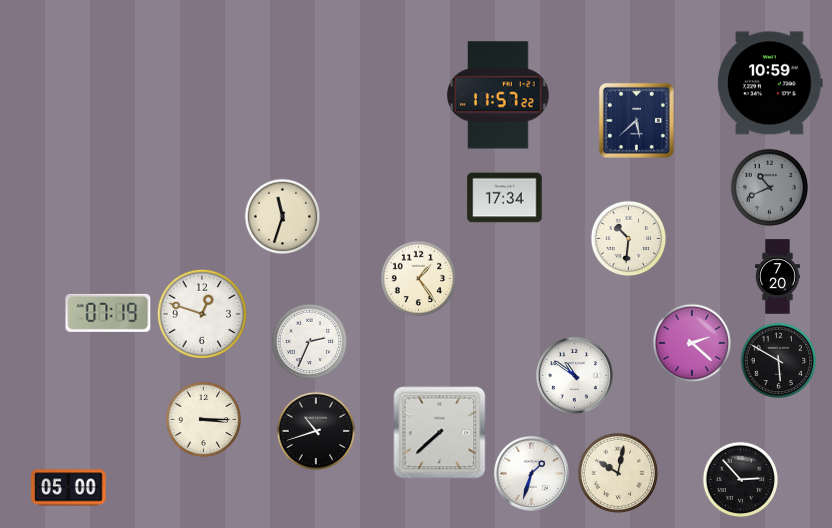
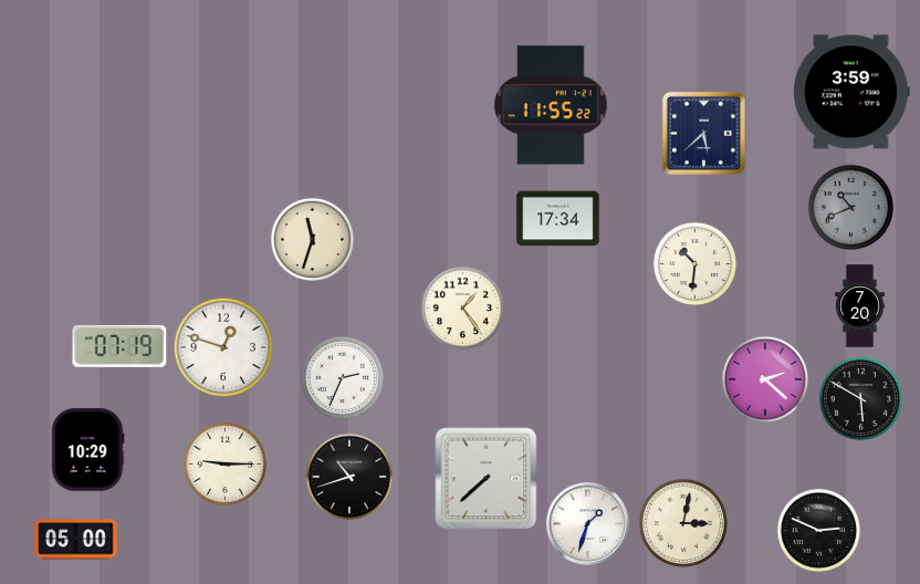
clock at (770, 83): 10:59 -> 3:59
clock at (498, 95): 11:57 -> 11:55
clock at (574, 375): 10:51 -> none
clock at (87, 450): none -> 10:29
clock at (204, 420): 3:15 -> 9:15
clock at (618, 473): 10:02 -> 3:02
clock at (741, 480): 2:53 -> 2:49
